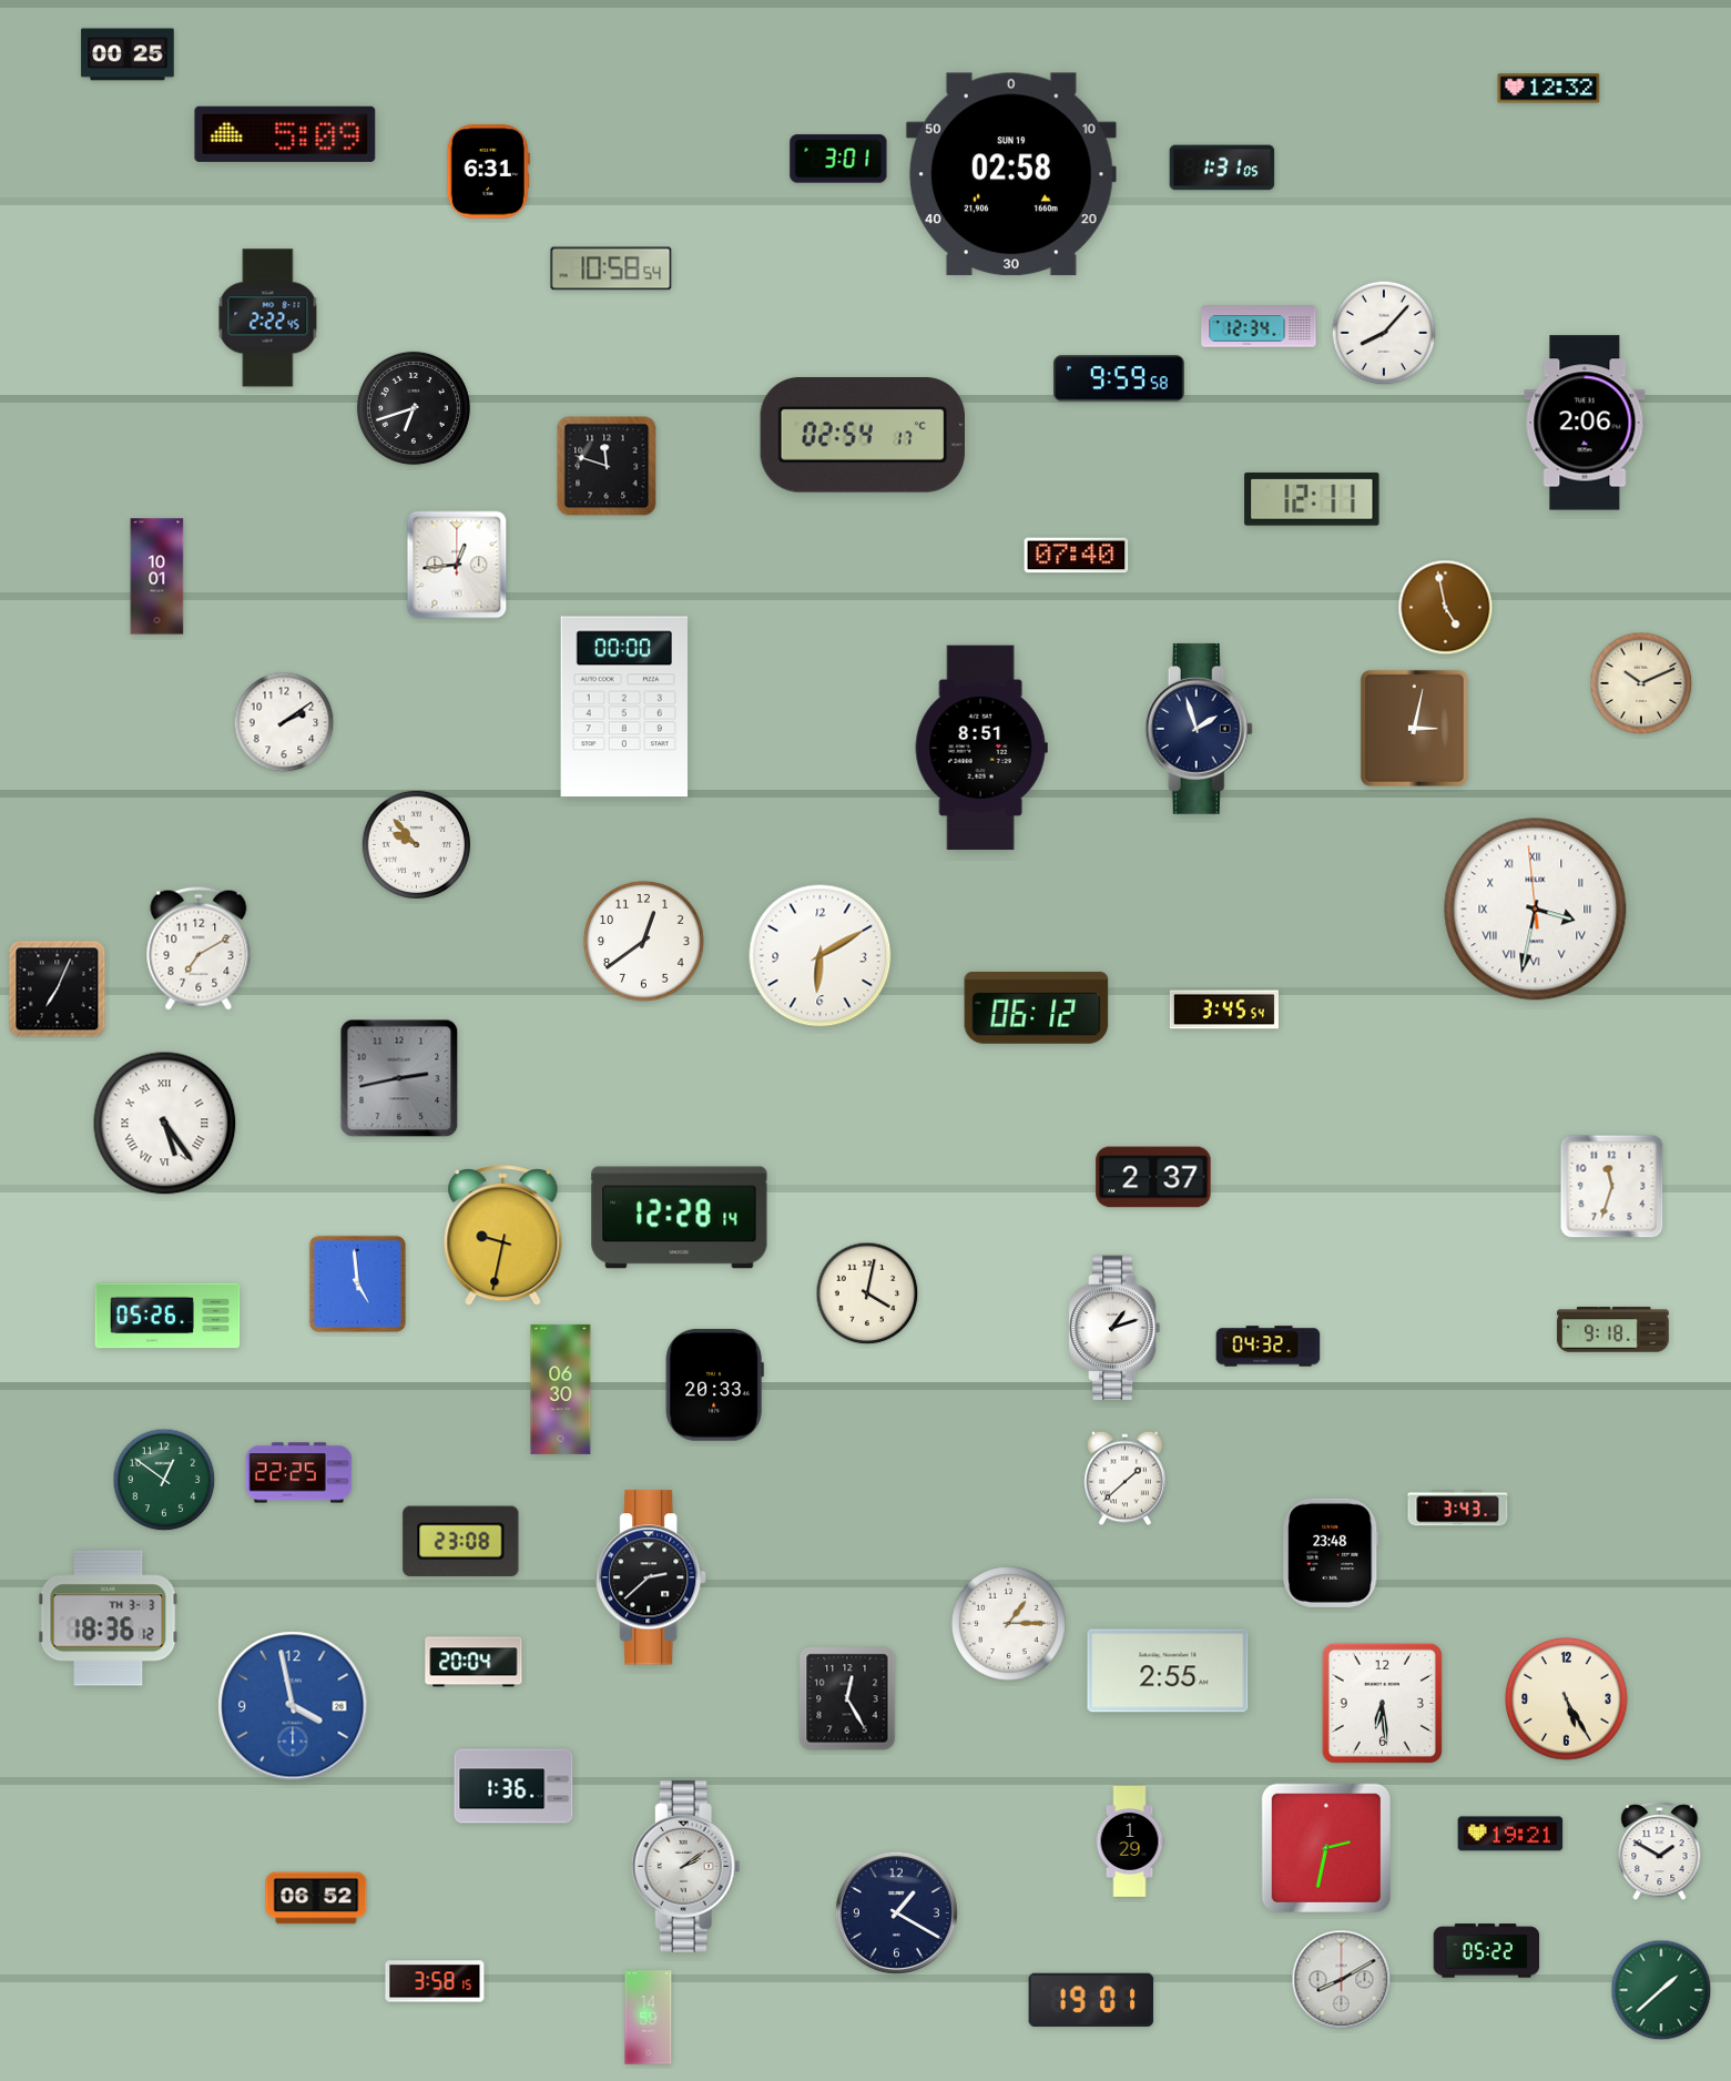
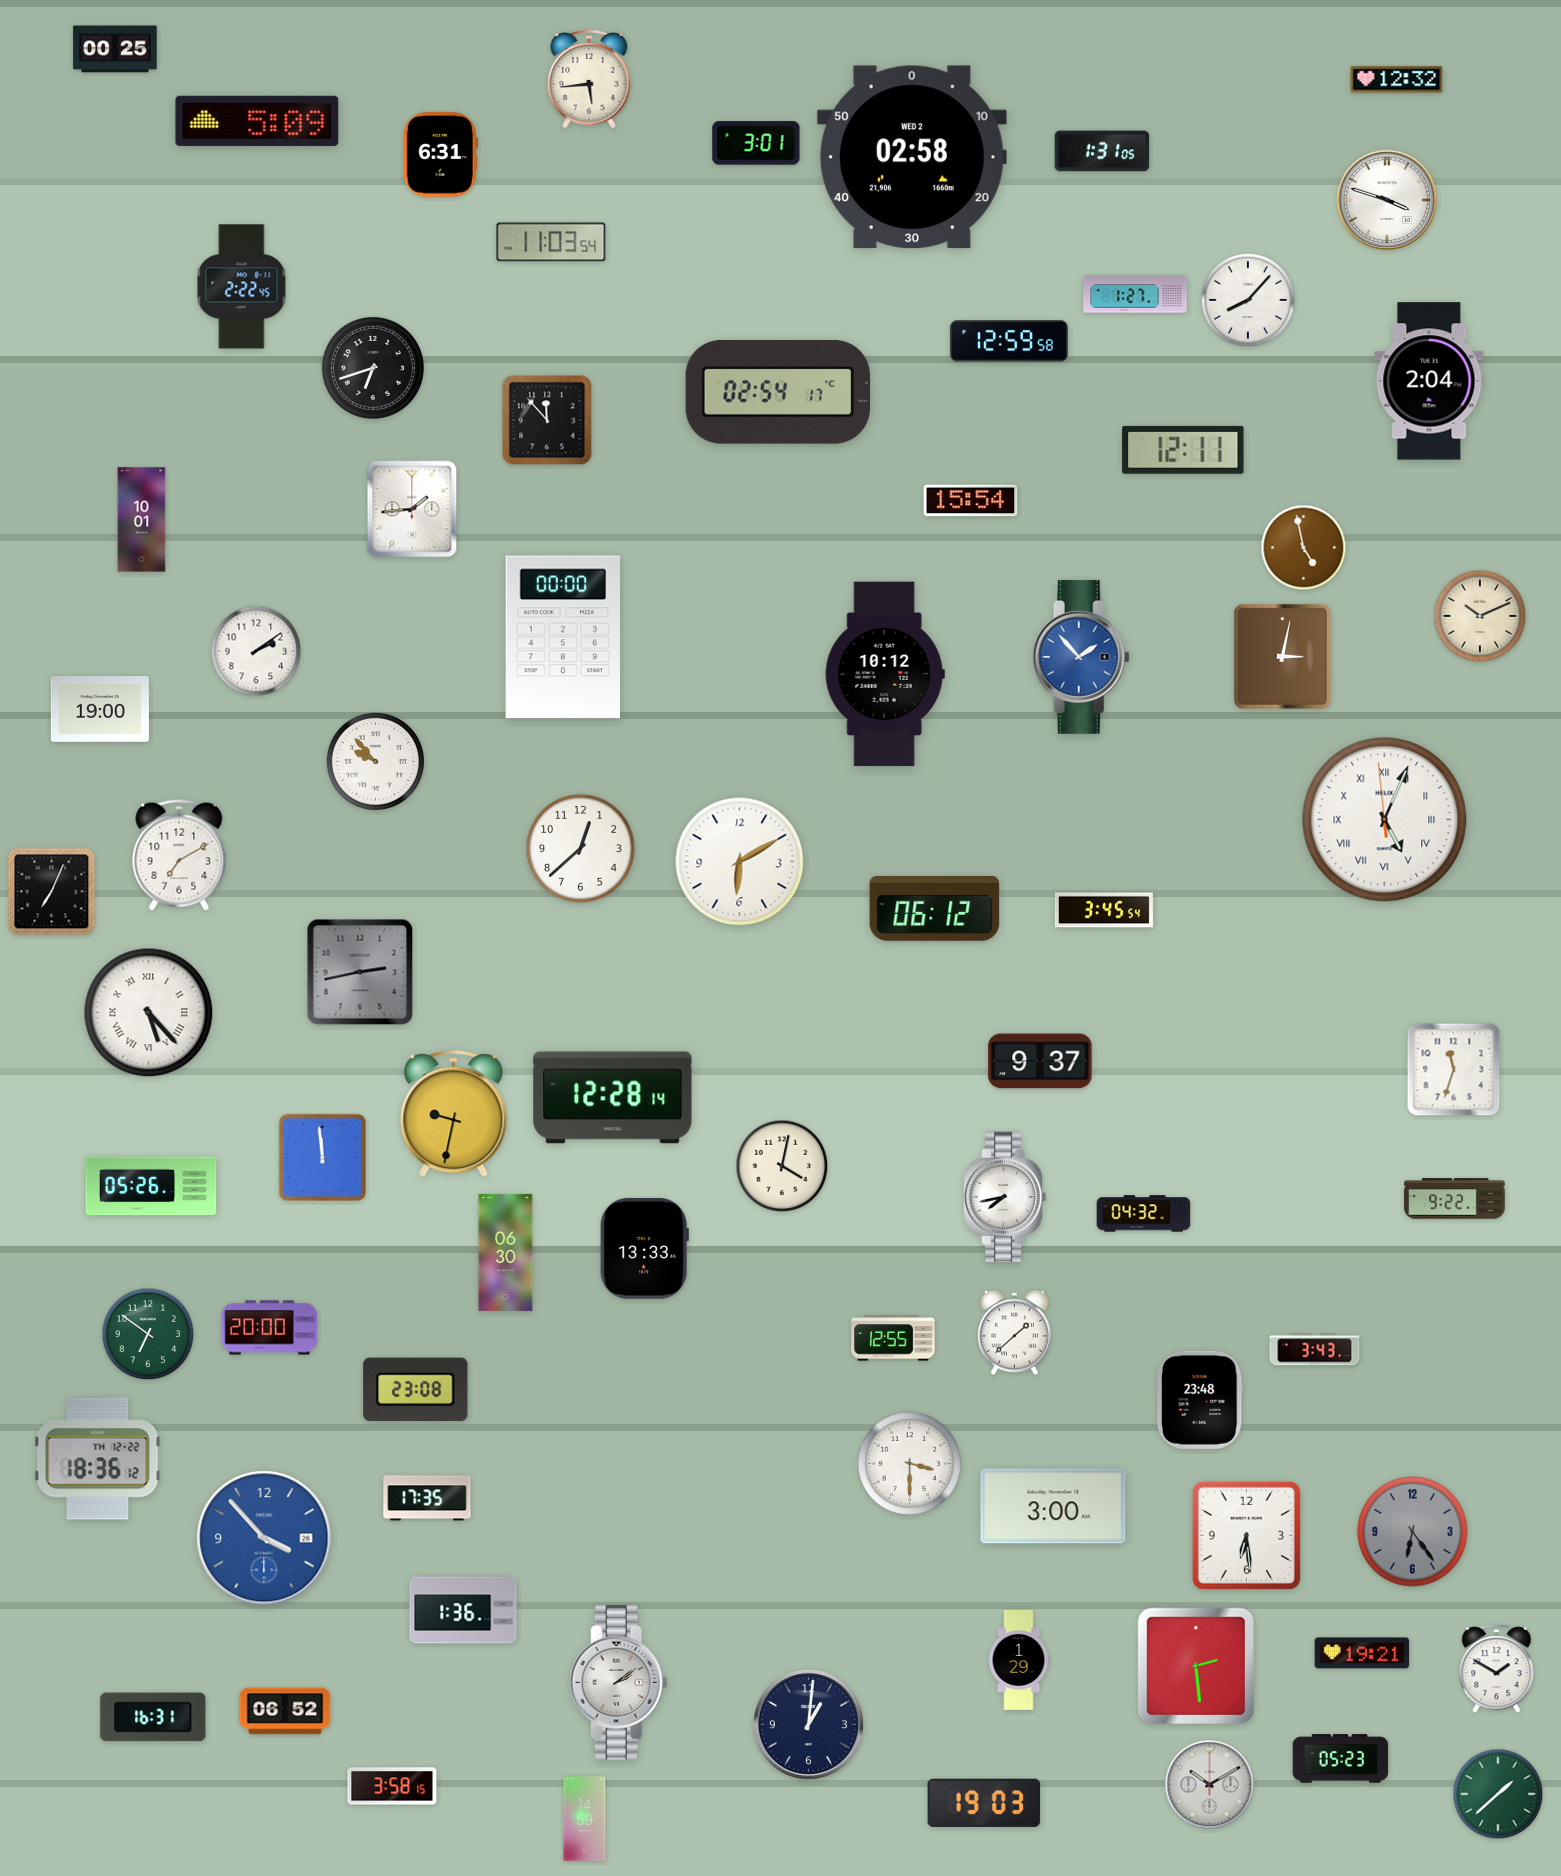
clock at (589, 80): none -> 5:44
clock at (1011, 174) date: SUN 19 -> WED 2
clock at (1387, 200): none -> 3:48
clock at (611, 268): 10:58 -> 11:03
clock at (1259, 326): 12:34 -> 1:27
clock at (1119, 378): 9:59 -> 12:59
clock at (1585, 423): 2:06 -> 2:04
clock at (607, 466): 11:48 -> 11:53
clock at (1077, 556): 07:40 -> 15:54
clock at (457, 565): 12:44 -> 1:44
clock at (1414, 728) position: (1414, 728) -> (1282, 656)
clock at (1199, 729): 1:57 -> 1:53
clock at (1199, 729) dial: navy -> blue
clock at (981, 748): 8:51 -> 10:12
clock at (100, 710): none -> 19:00
clock at (1536, 910): 3:31 -> 5:03
clock at (644, 942): 12:39 -> 12:38
clock at (165, 1124): 5:24 -> 5:23
clock at (1153, 1177): 2:37 -> 9:37
clock at (357, 1283): 4:59 -> 11:59
clock at (1114, 1328): 1:12 -> 7:43
clock at (1613, 1330): 9:18 -> 9:22
clock at (714, 1385): 20:33 -> 13:33
clock at (299, 1473): 22:25 -> 20:00
clock at (164, 1480): 12:51 -> 6:51
clock at (893, 1338): none -> 12:55
clock at (1458, 1509) position: (1458, 1509) -> (1315, 1350)
clock at (652, 1577): 2:38 -> none
clock at (109, 1618) date: TH 3-3 -> TH 12-22
clock at (1008, 1623): 1:15 -> 3:30
clock at (474, 1662): 20:04 -> 17:35
clock at (1168, 1671): 2:55 -> 3:00
clock at (847, 1698): 12:25 -> none
clock at (1567, 1699): 5:25 -> 6:24
clock at (1567, 1699) dial: cream -> grey
clock at (293, 1706): 3:58 -> 3:53
clock at (1326, 1848): 2:32 -> 2:29
clock at (153, 1717): none -> 16:31
clock at (896, 1912): 1:20 -> 1:01
clock at (1487, 1951): 05:22 -> 05:23
clock at (1342, 1980): 8:10 -> 10:10
clock at (1091, 2000): 19:01 -> 19:03
